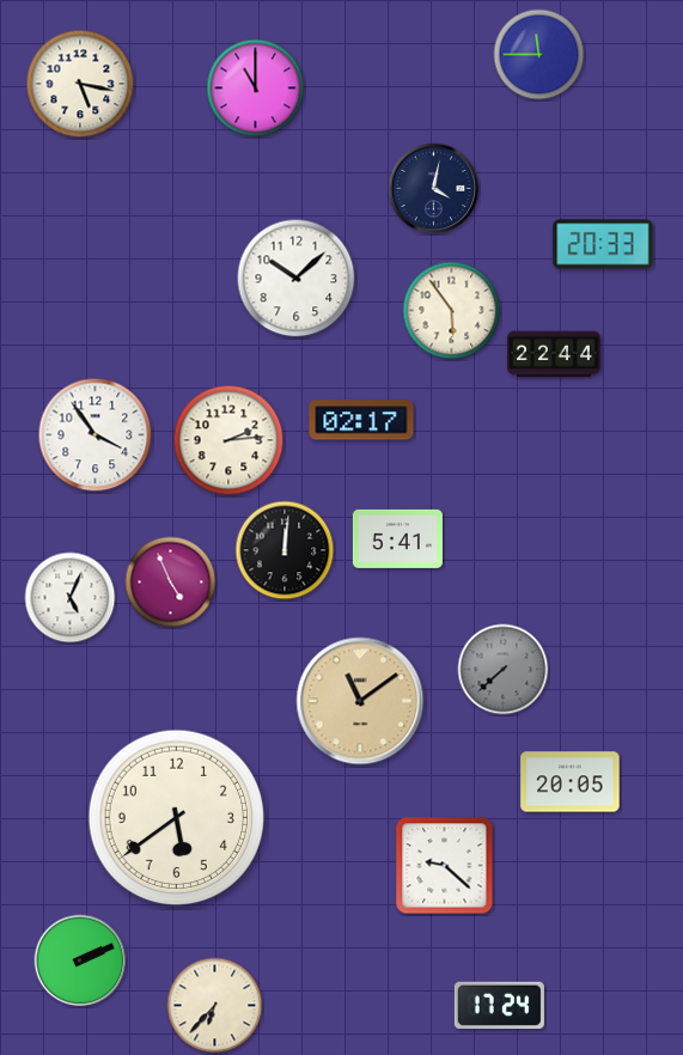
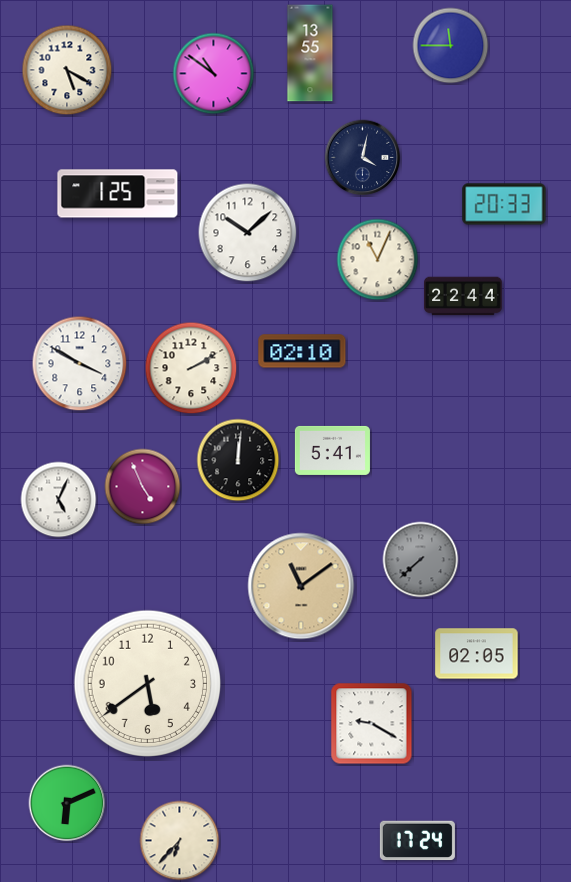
clock at (310, 53): none -> 13:55
clock at (80, 84): 5:17 -> 5:20
clock at (256, 89): 11:00 -> 10:51
clock at (118, 194): none -> 1:25
clock at (452, 311): 5:54 -> 11:04
clock at (361, 420): 02:17 -> 02:10
clock at (96, 435): 3:54 -> 3:50
clock at (228, 440): 2:14 -> 2:10
clock at (571, 782): 20:05 -> 02:05
clock at (445, 866): 9:22 -> 9:20
clock at (80, 961): 2:11 -> 6:11
